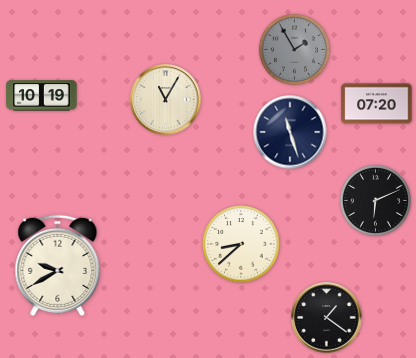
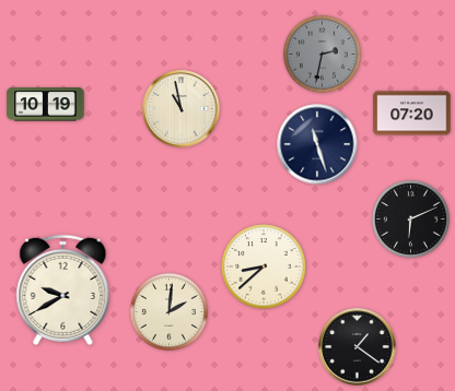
clock at (294, 49): 1:55 -> 2:32
clock at (166, 100): 11:05 -> 10:58
clock at (168, 311): none -> 2:01
